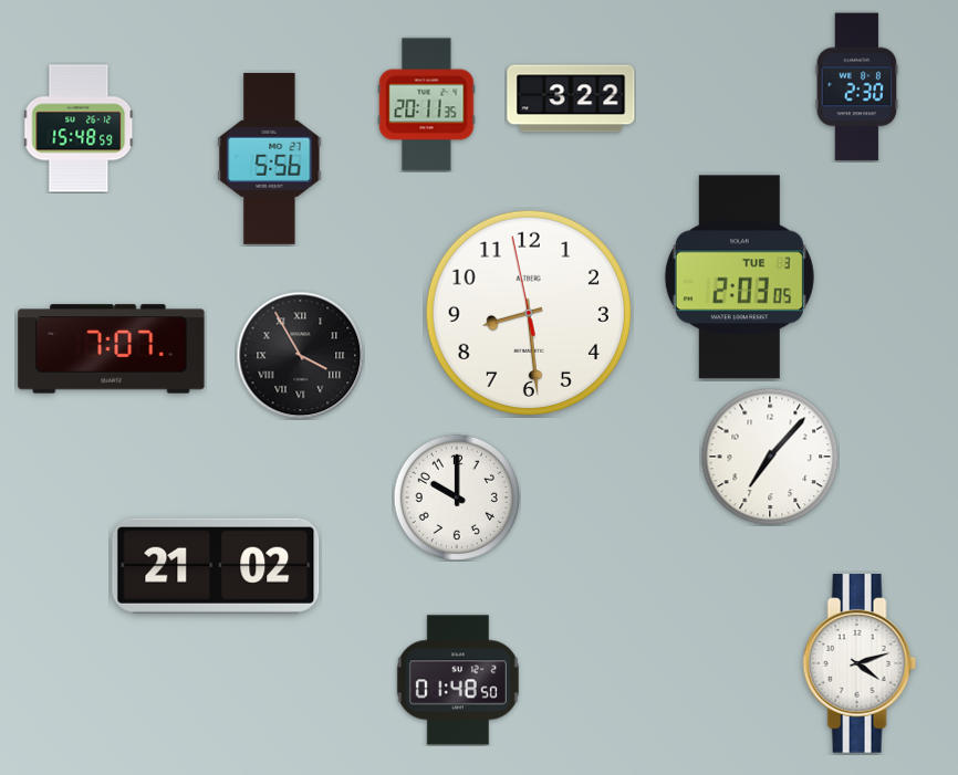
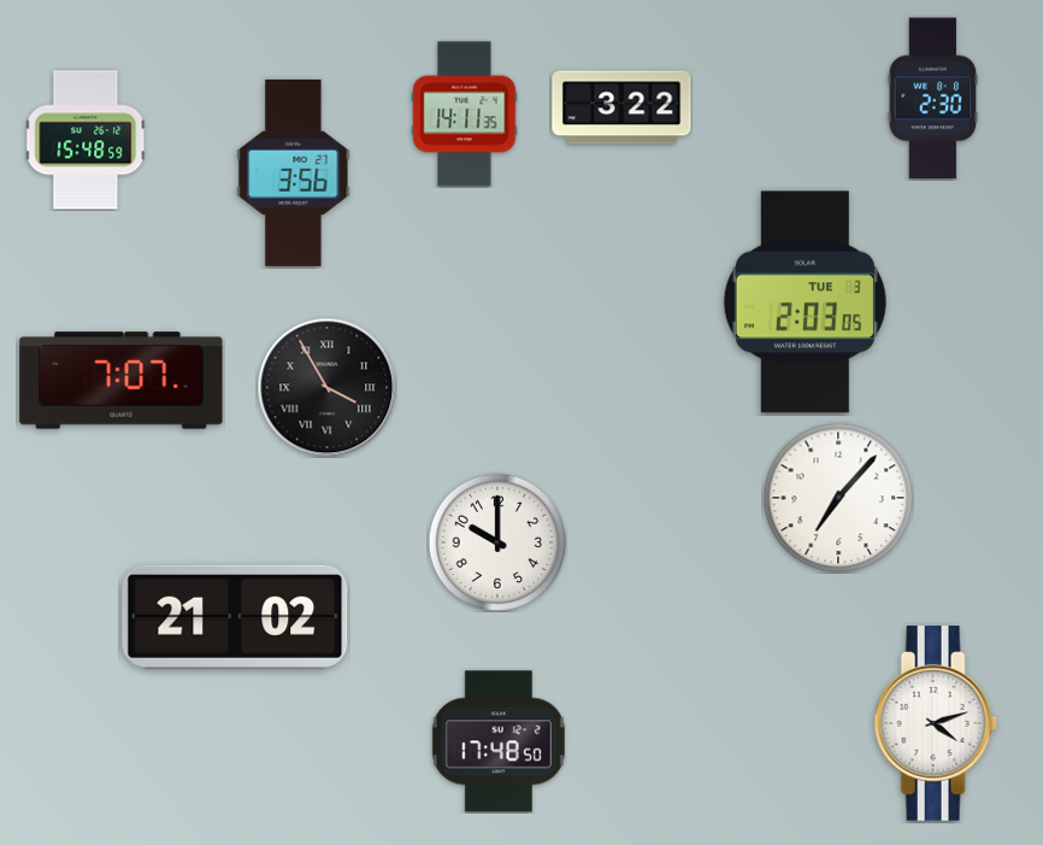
clock at (857, 87) position: (857, 87) -> (933, 99)
clock at (427, 105): 20:11 -> 14:11
clock at (270, 158): 5:56 -> 3:56
clock at (529, 313): 8:28 -> none
clock at (458, 680): 01:48 -> 17:48
